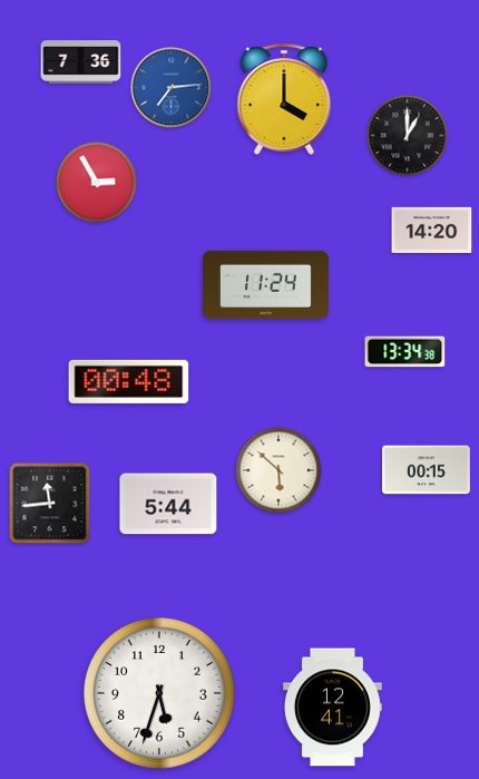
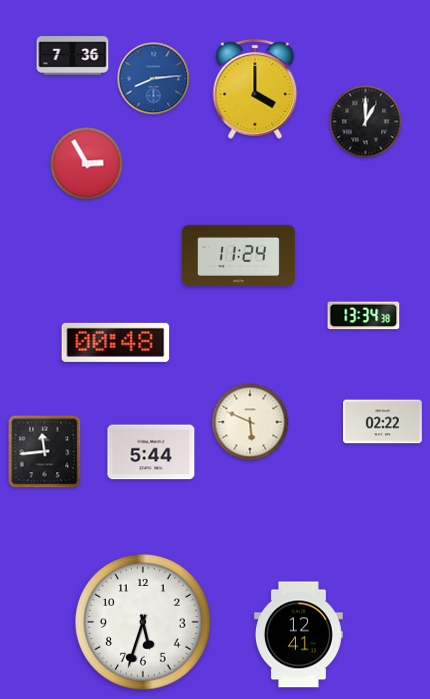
clock at (172, 88): 7:14 -> 8:14
clock at (432, 230): 14:20 -> none
clock at (278, 470): 5:52 -> 5:49
clock at (427, 470): 00:15 -> 02:22
